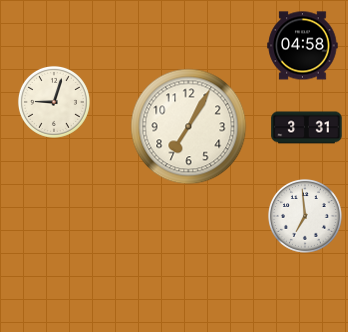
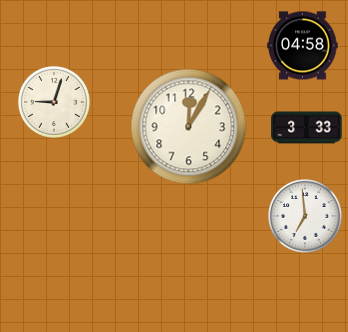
clock at (189, 127): 7:05 -> 12:05
clock at (307, 128): 3:31 -> 3:33
